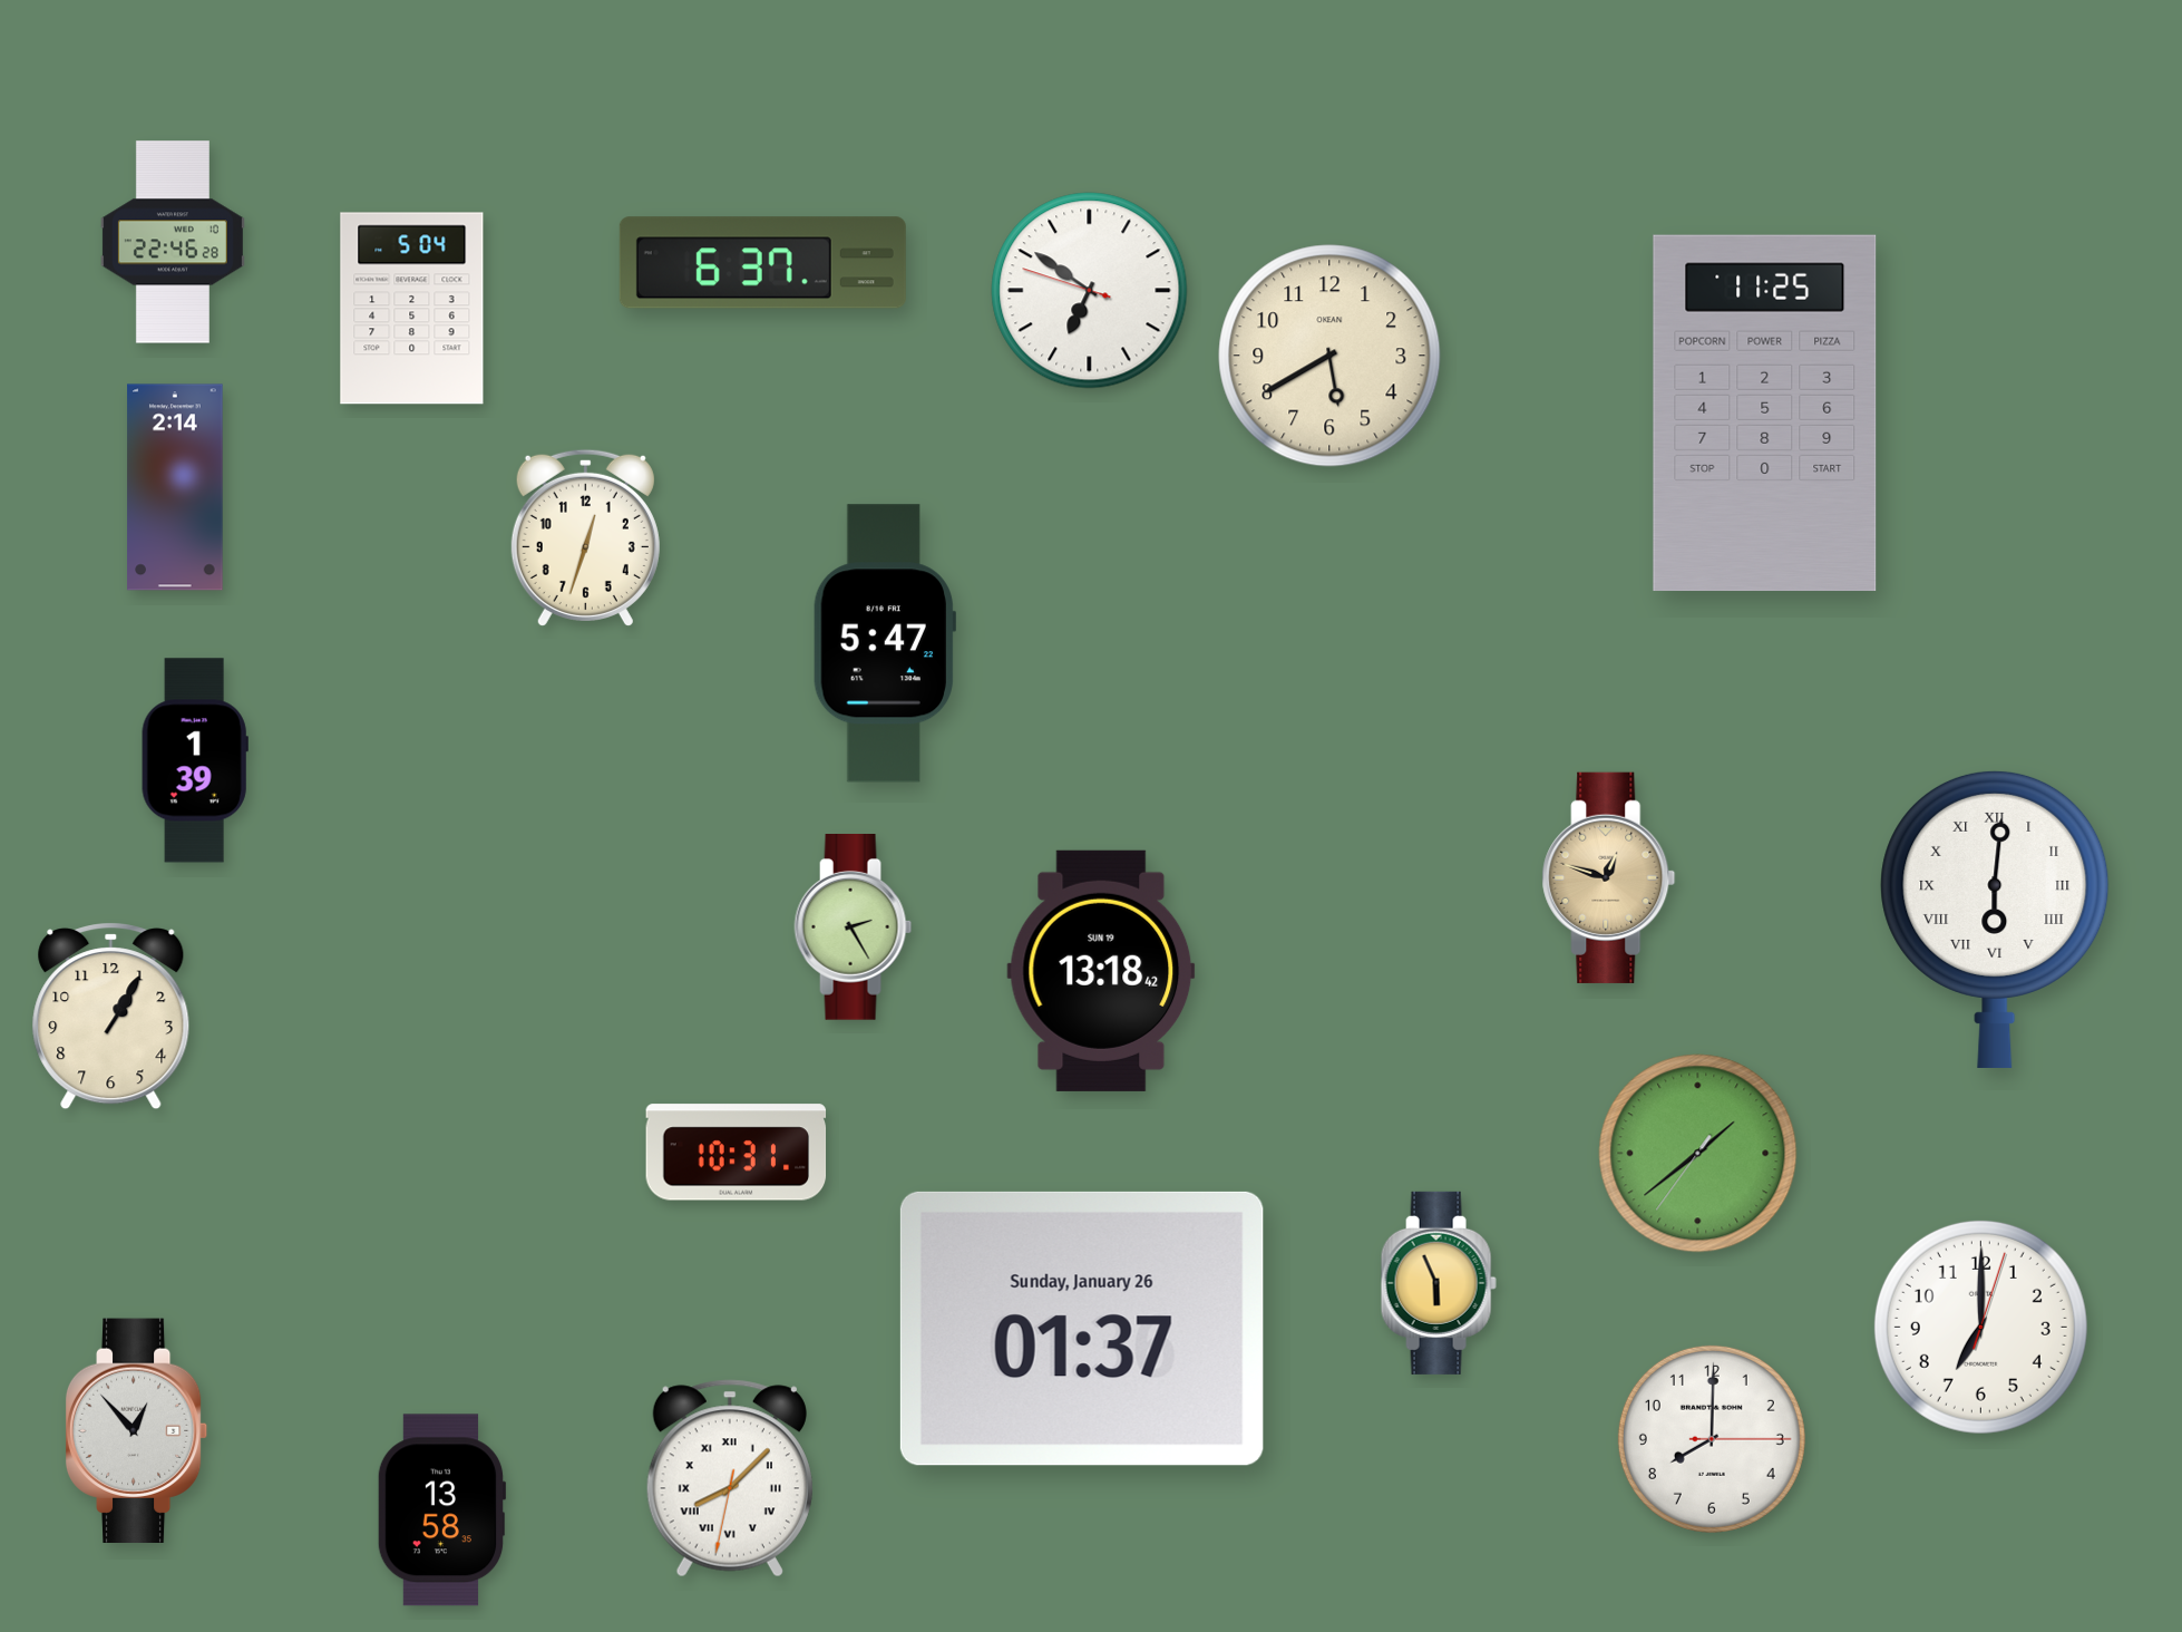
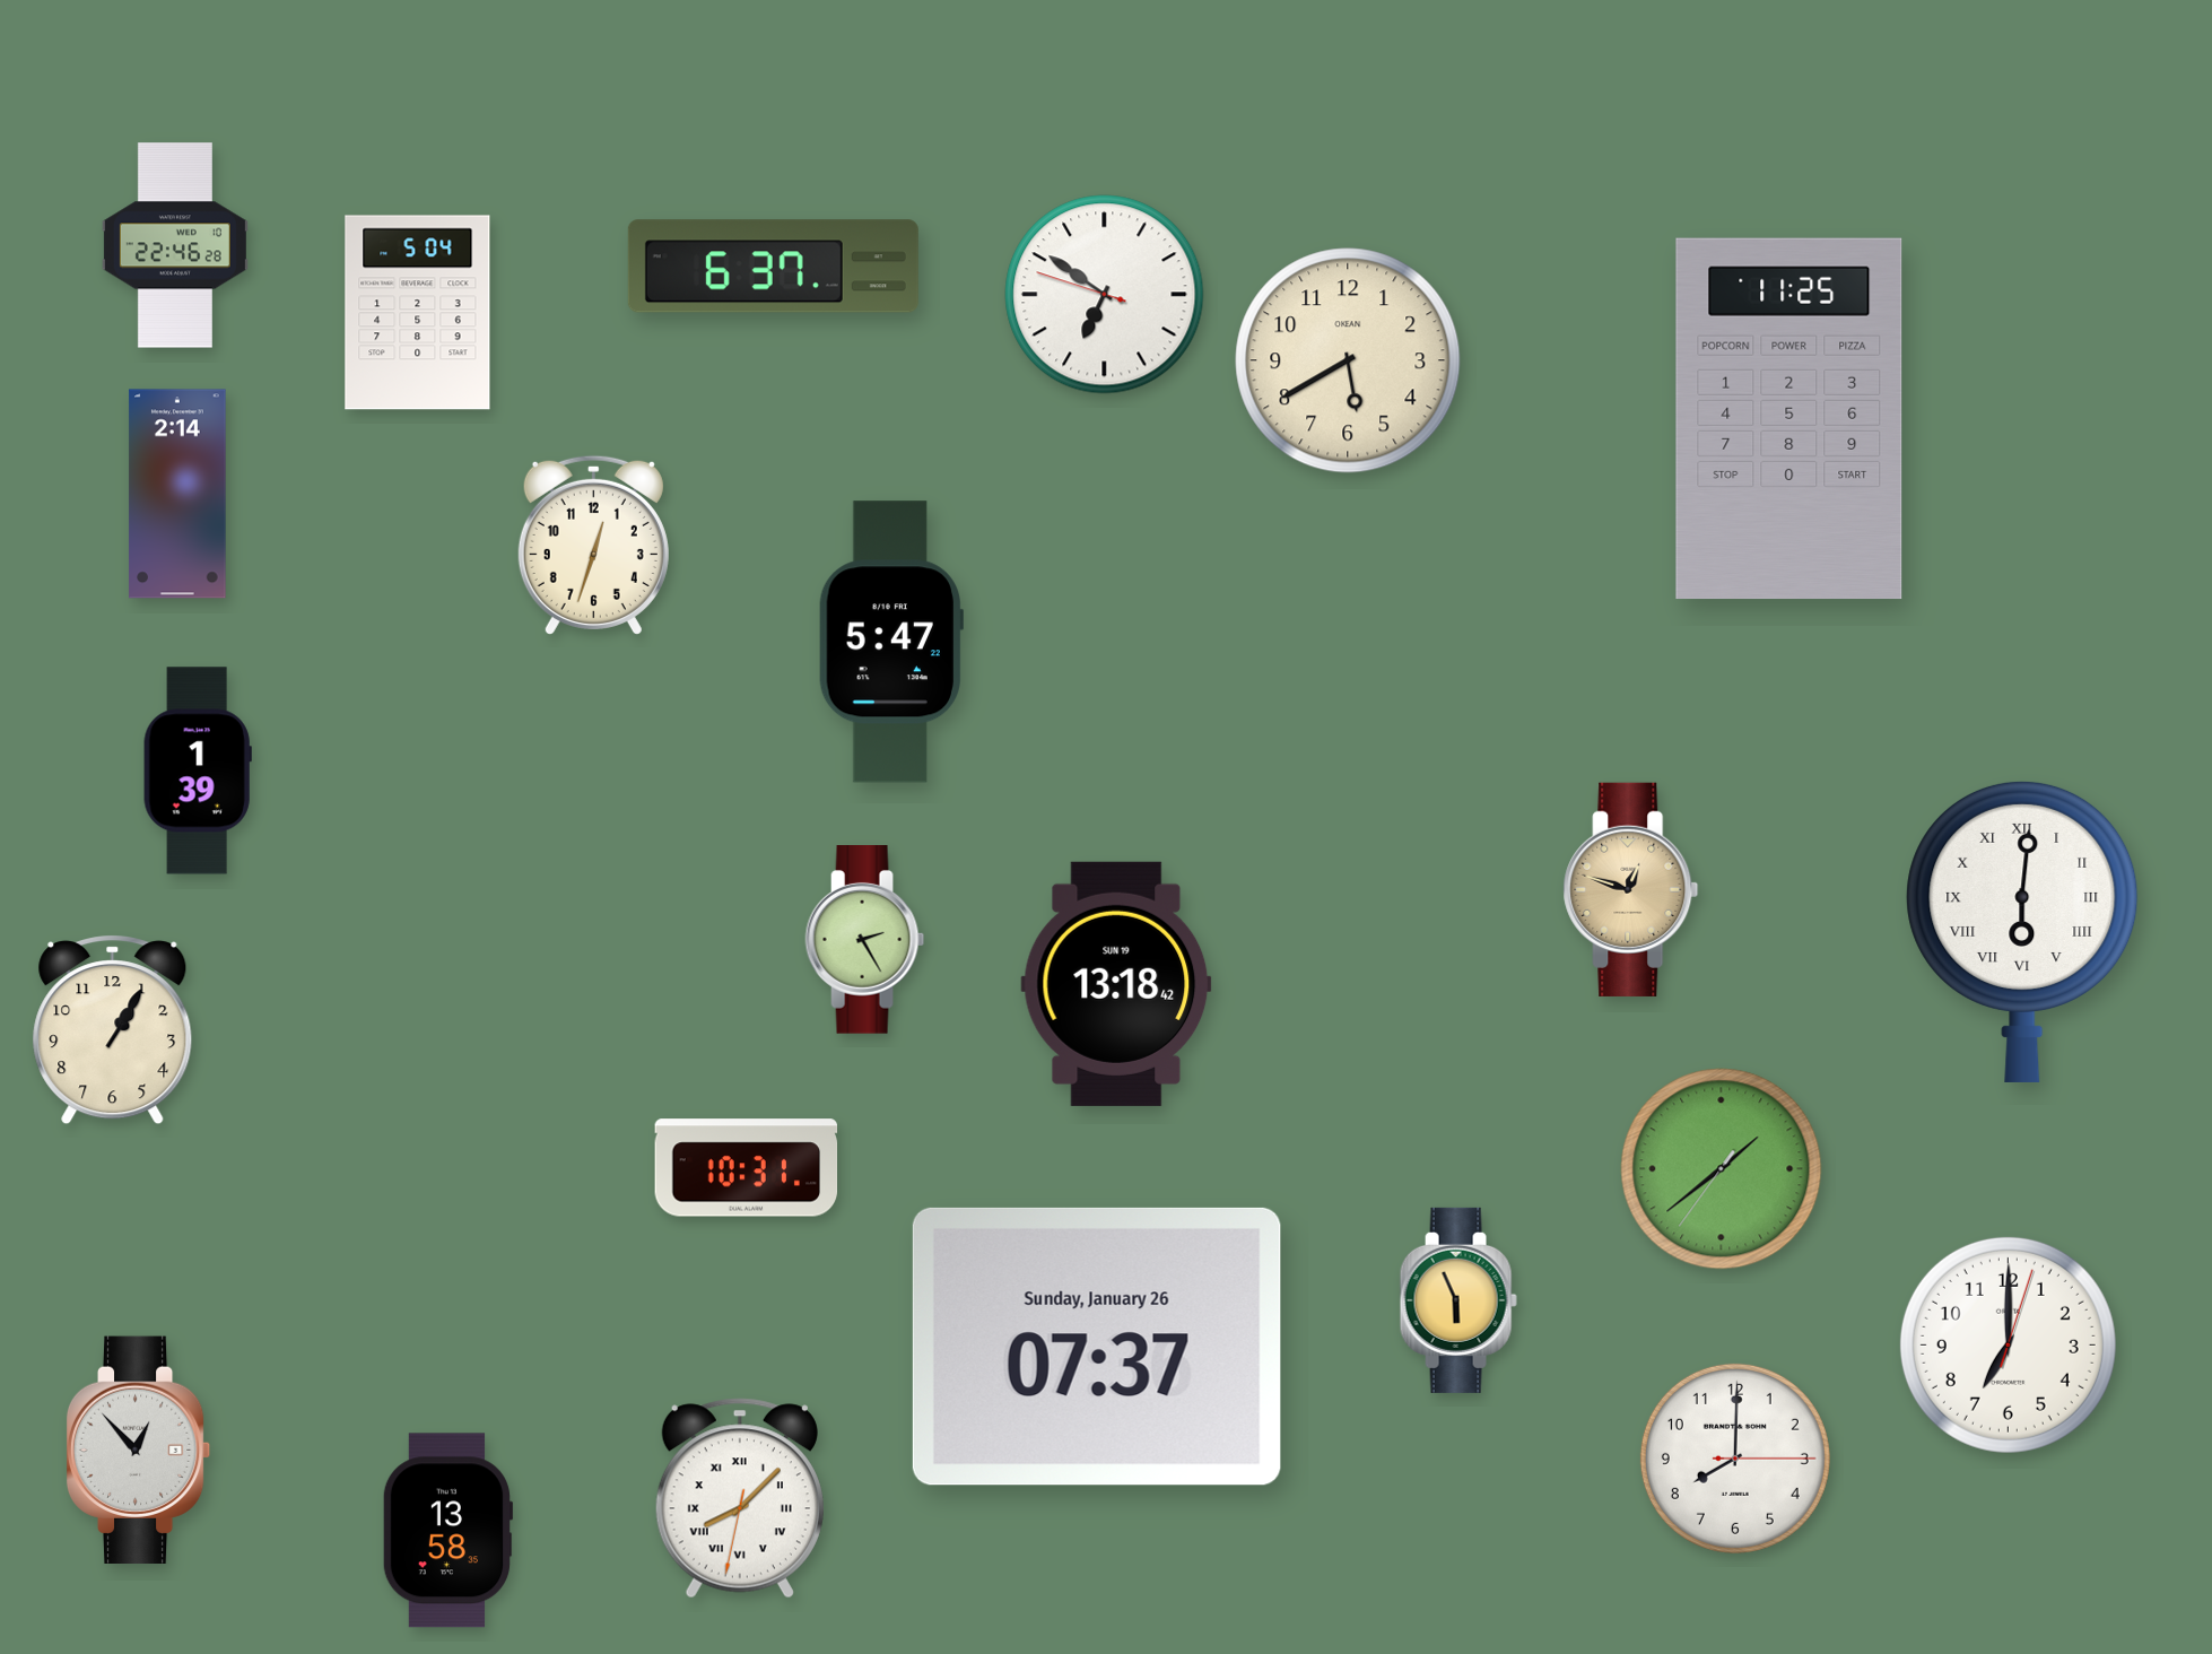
clock at (884, 643) position: (884, 643) -> (890, 642)
clock at (1082, 1329): 01:37 -> 07:37
